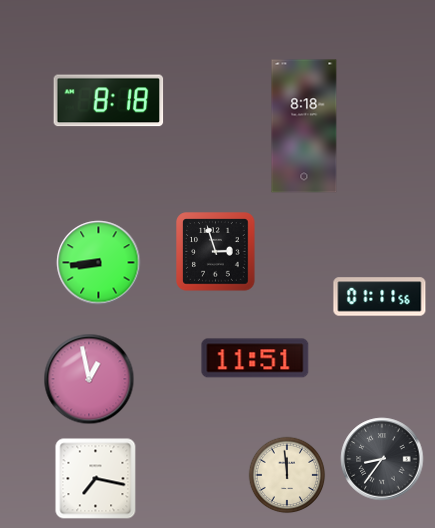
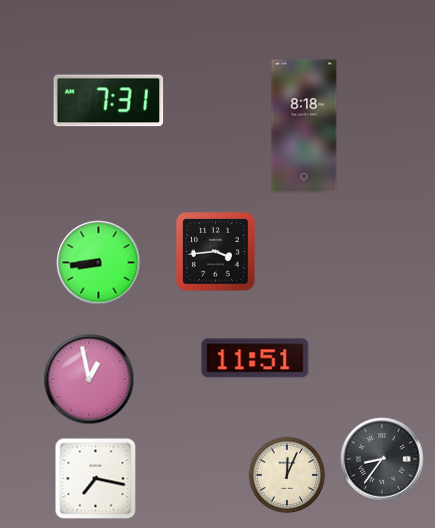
clock at (109, 101): 8:18 -> 7:31
clock at (216, 252): 2:57 -> 3:44
clock at (380, 297): 01:11 -> none
clock at (287, 475): 11:59 -> 12:04
